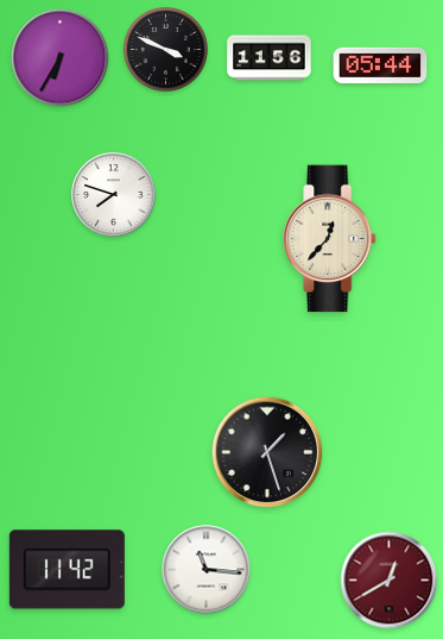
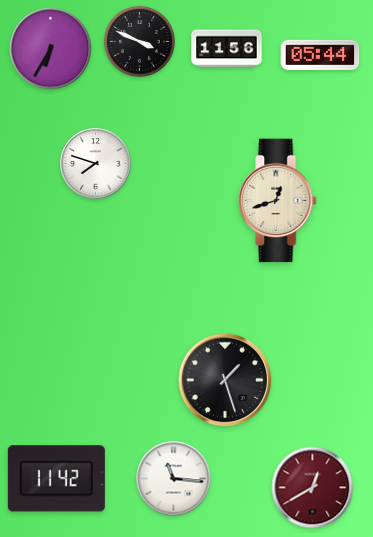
clock at (330, 239): 12:37 -> 12:42
clock at (390, 581) position: (390, 581) -> (313, 488)
